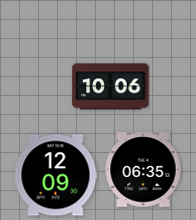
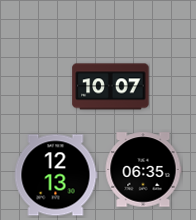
clock at (111, 87): 10:06 -> 10:07
clock at (56, 175): 12:09 -> 12:13
